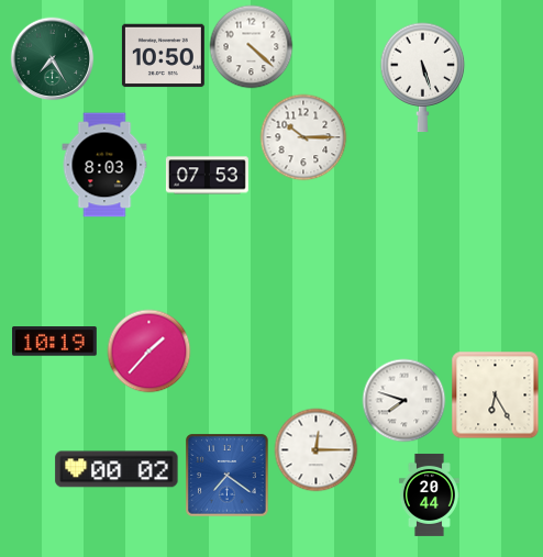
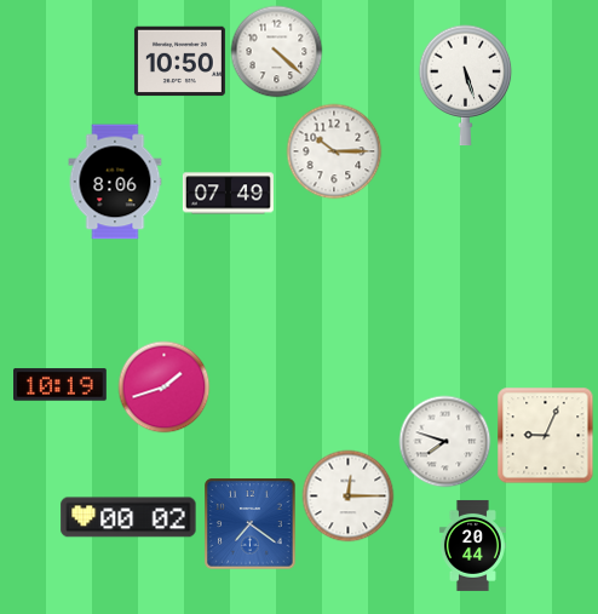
clock at (53, 59): 7:25 -> none
clock at (104, 165): 8:03 -> 8:06
clock at (207, 176): 07:53 -> 07:49
clock at (55, 342) position: (55, 342) -> (61, 385)
clock at (149, 352): 1:37 -> 1:42
clock at (496, 396): 6:25 -> 9:04
